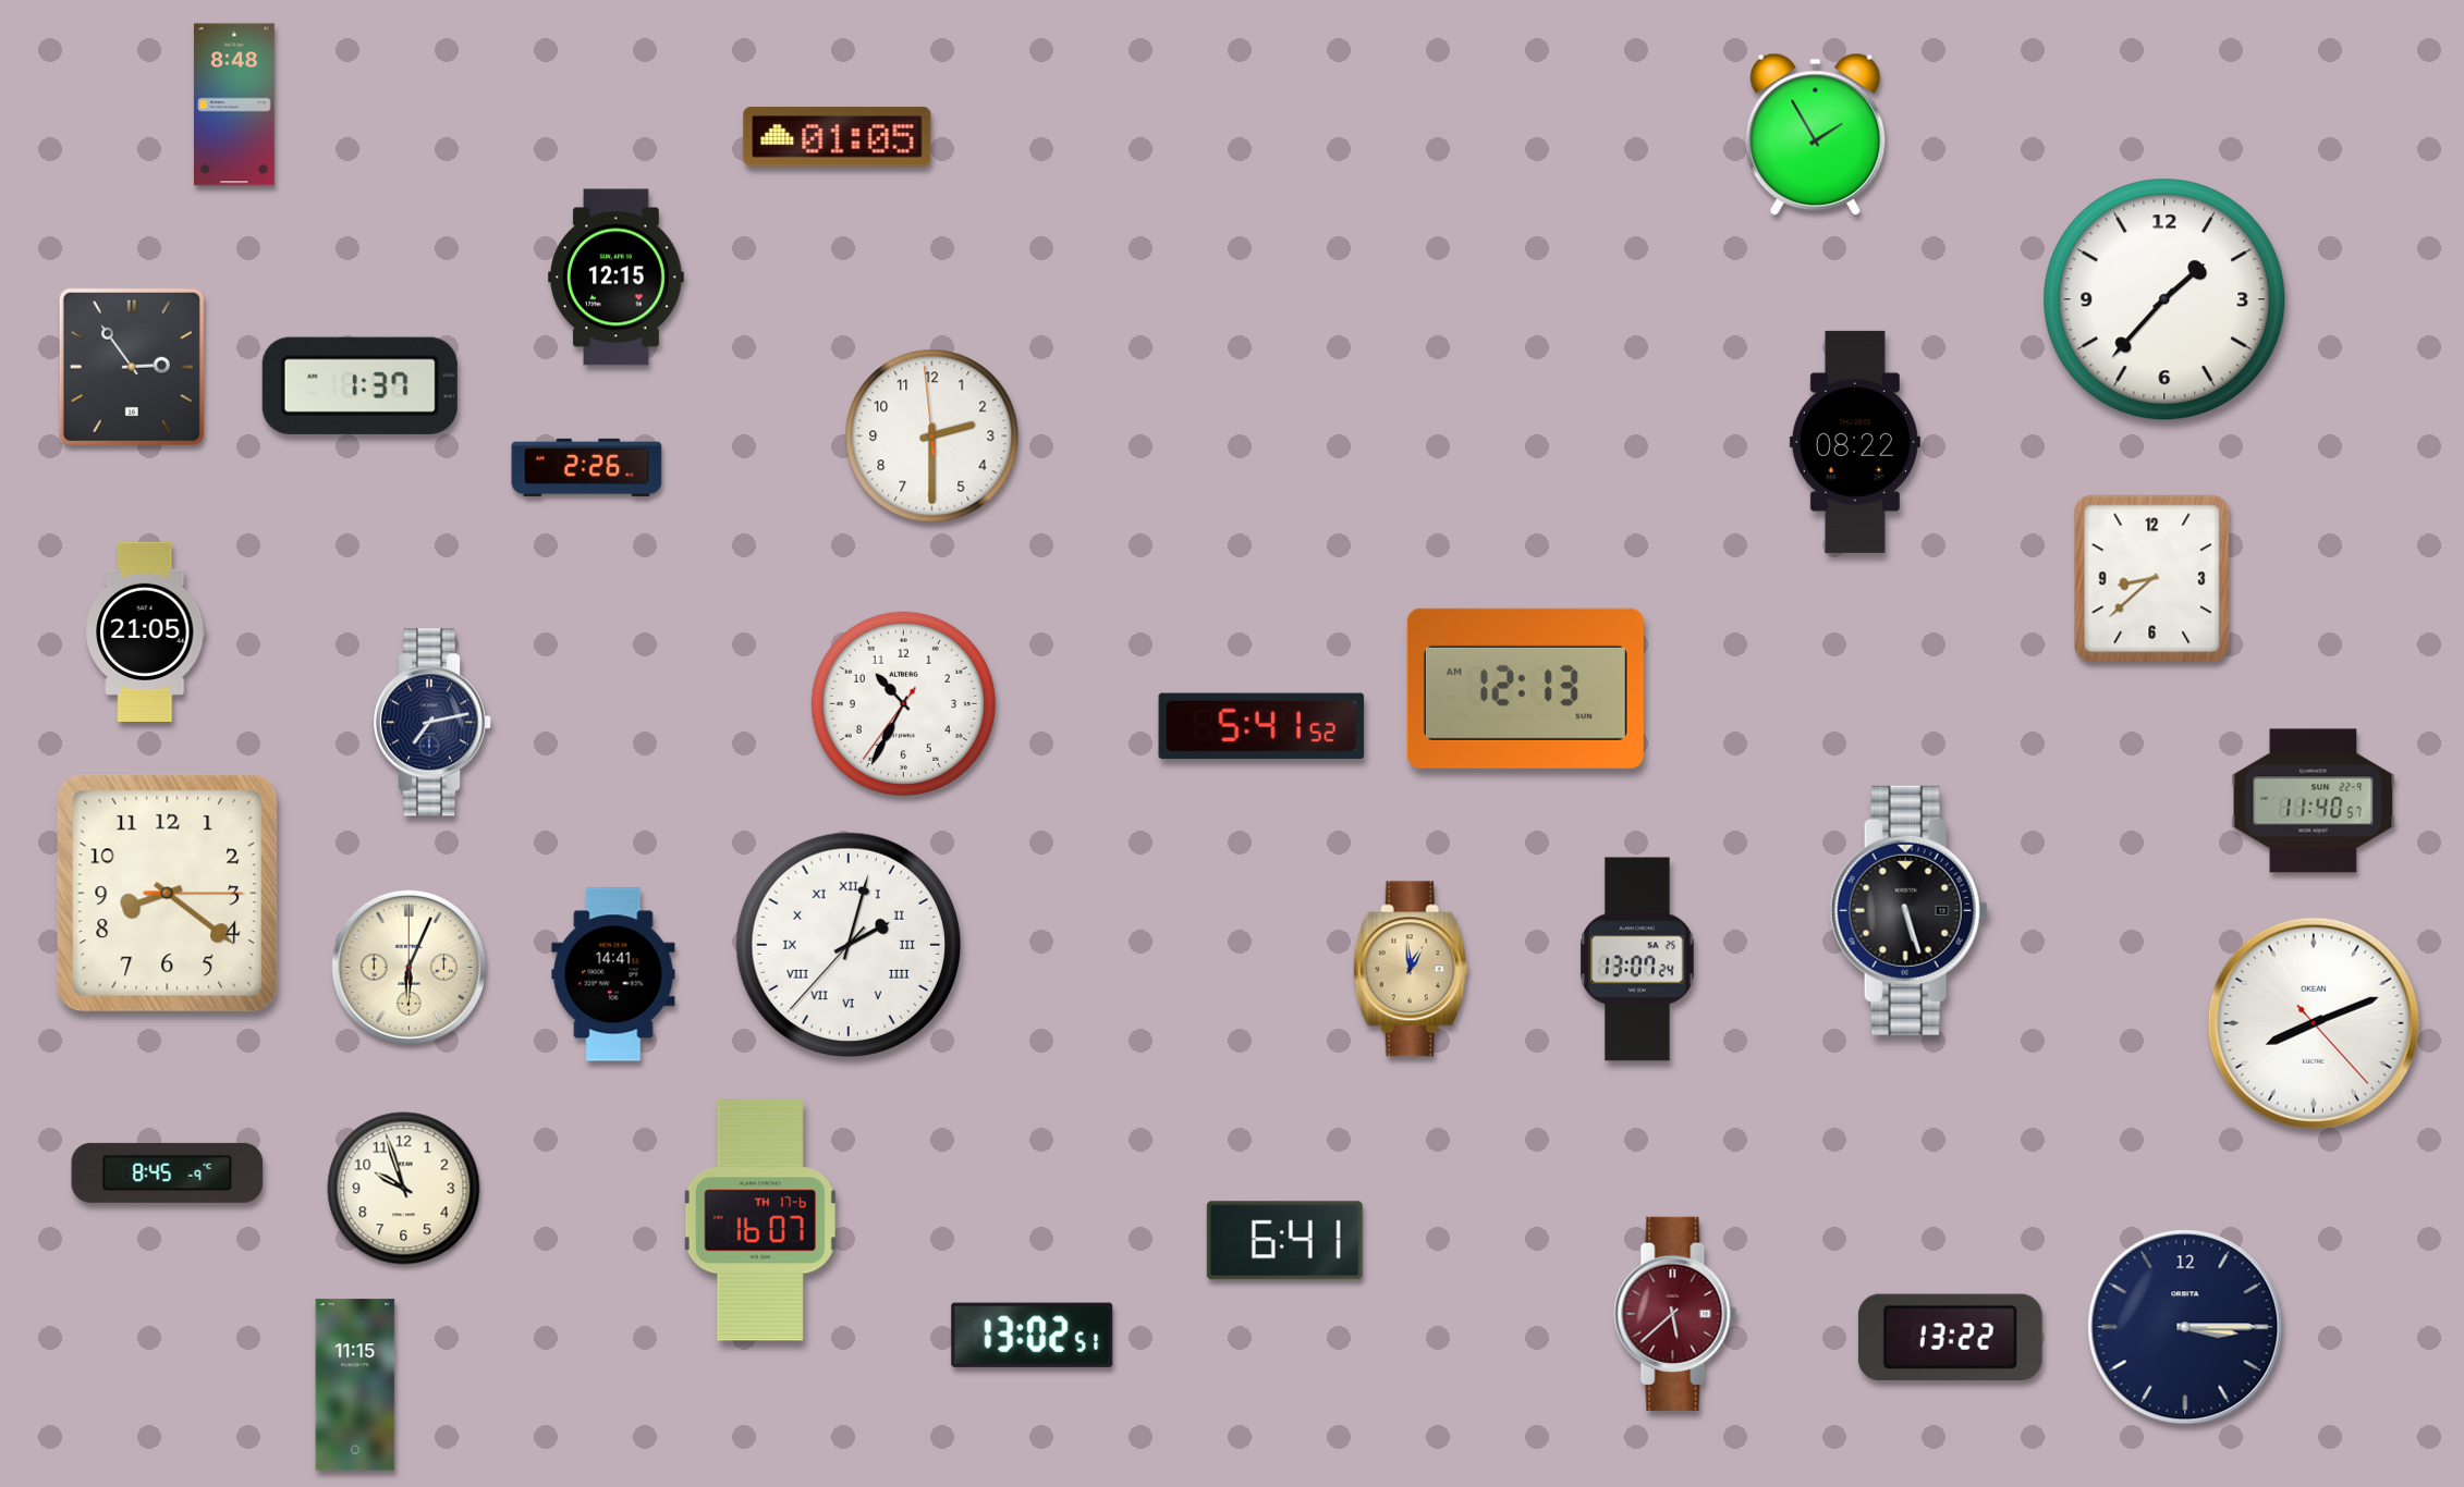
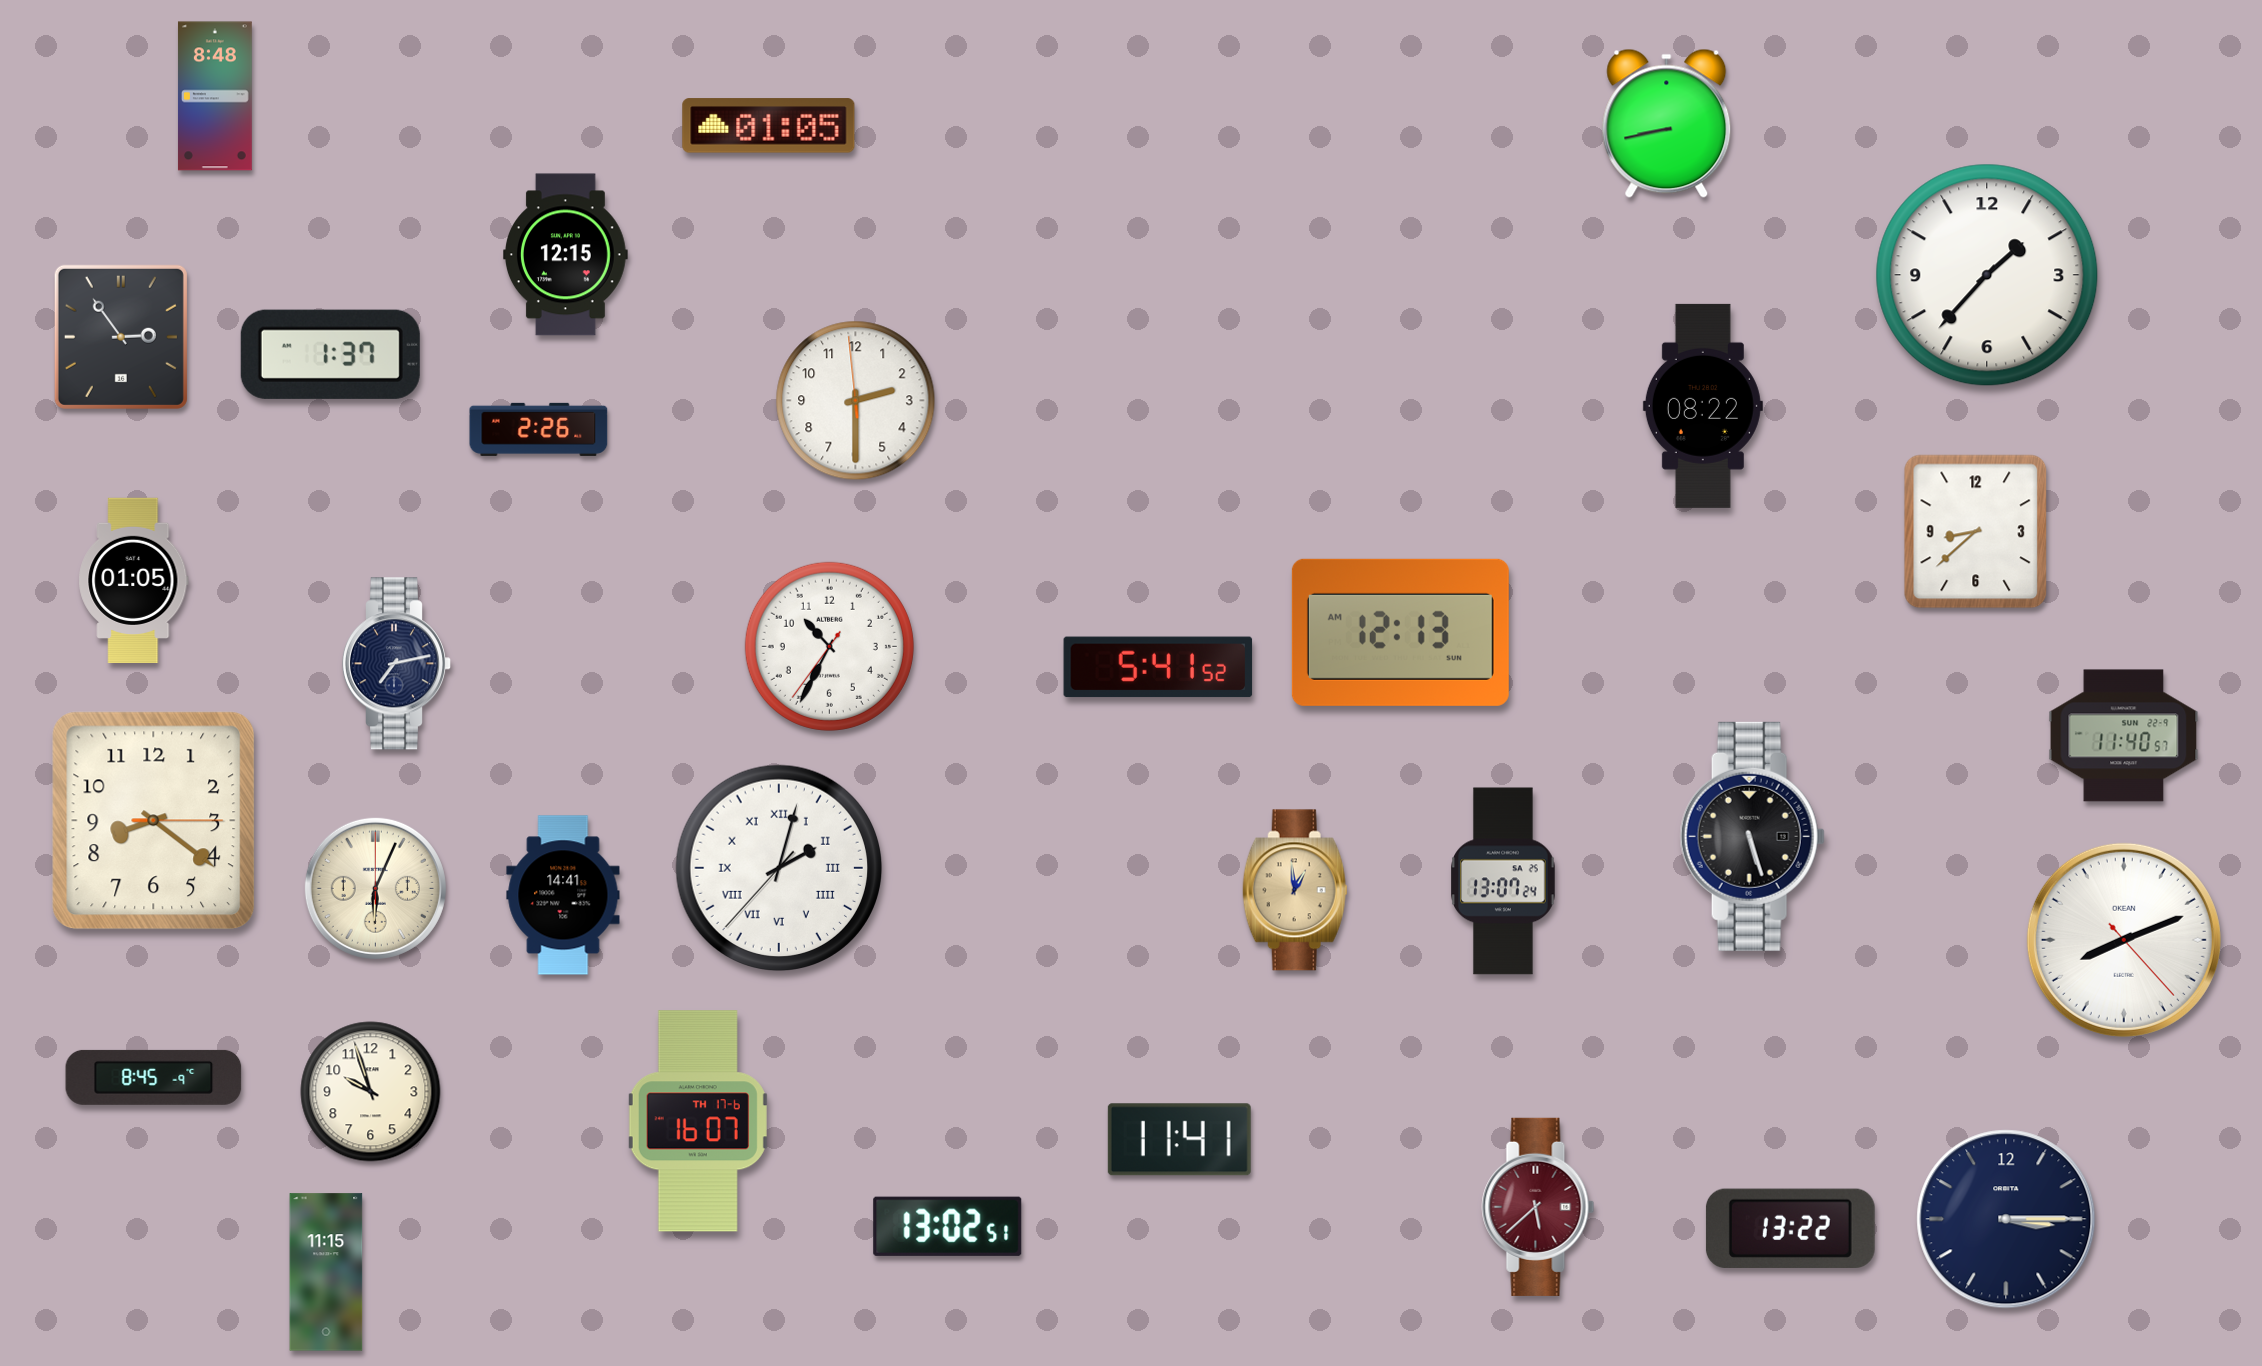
clock at (1816, 134): 1:55 -> 8:43
clock at (146, 631): 21:05 -> 01:05
clock at (1284, 1241): 6:41 -> 11:41
